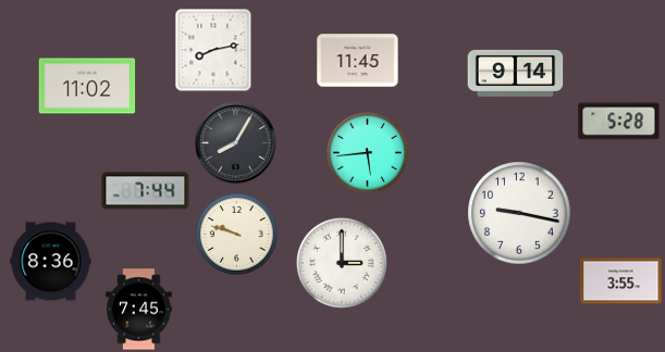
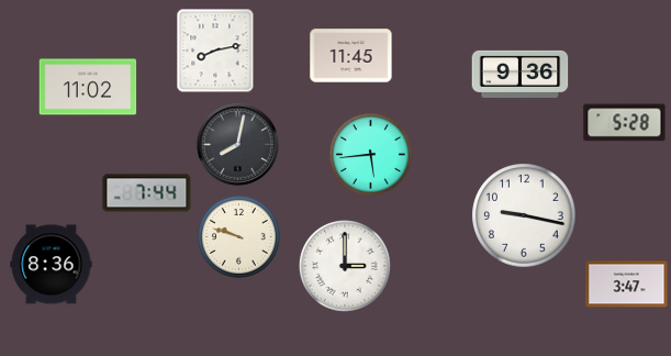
clock at (358, 61) position: (358, 61) -> (351, 56)
clock at (516, 73): 9:14 -> 9:36
clock at (236, 143): 8:05 -> 8:02
clock at (621, 281): 3:55 -> 3:47
clock at (139, 310): 7:45 -> none
